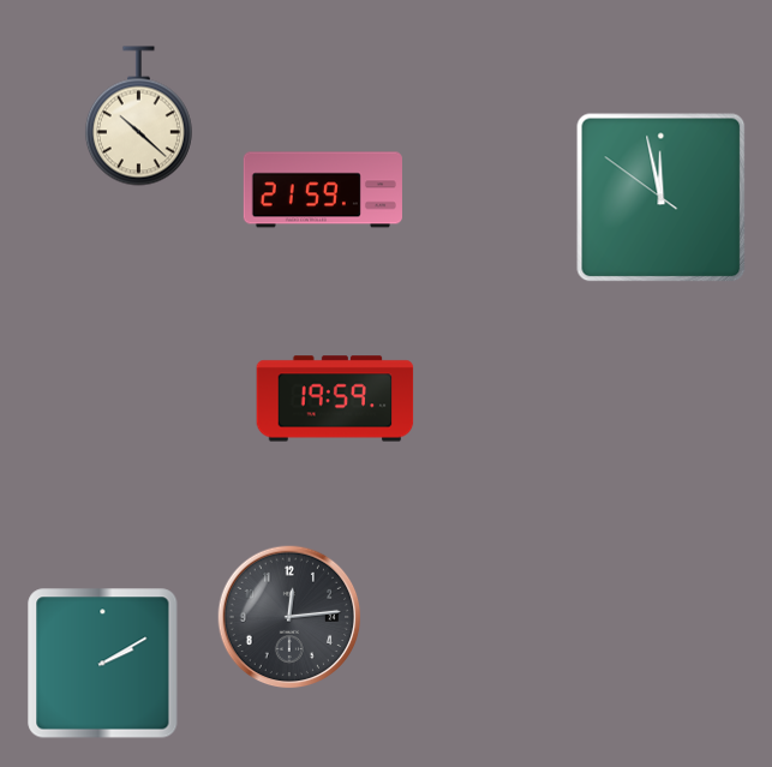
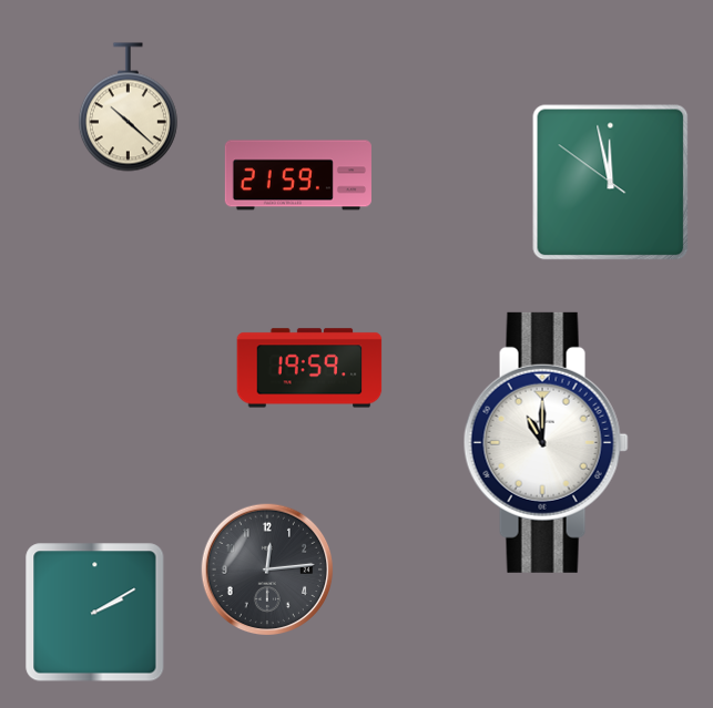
clock at (546, 442): none -> 11:00
